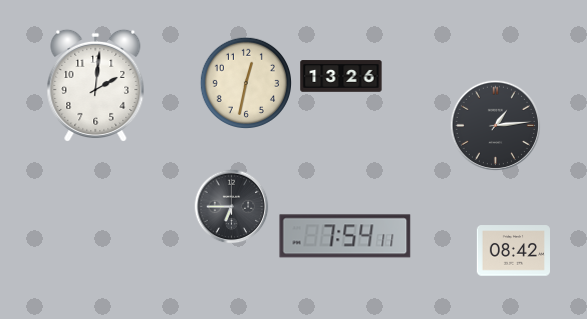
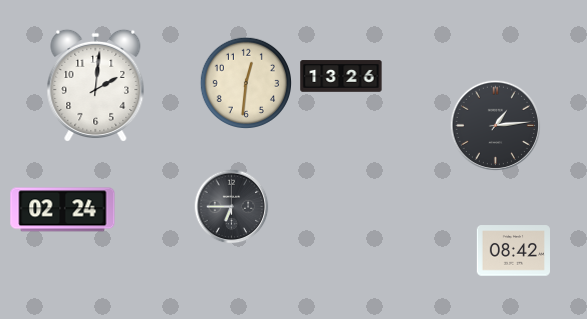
clock at (245, 82): 12:32 -> 12:31
clock at (63, 210): none -> 02:24
clock at (345, 236): 7:54 -> none
